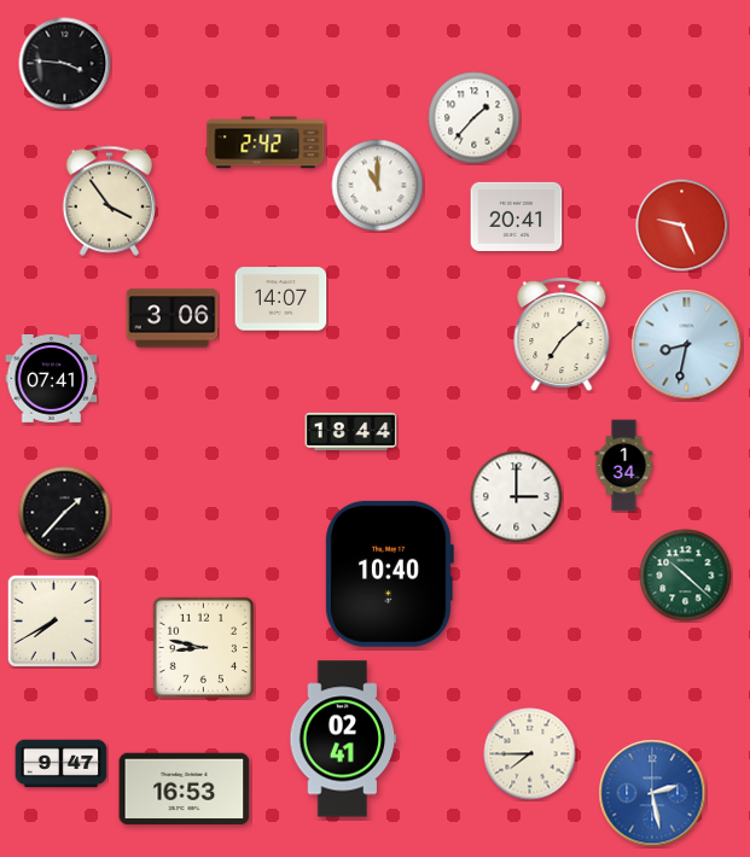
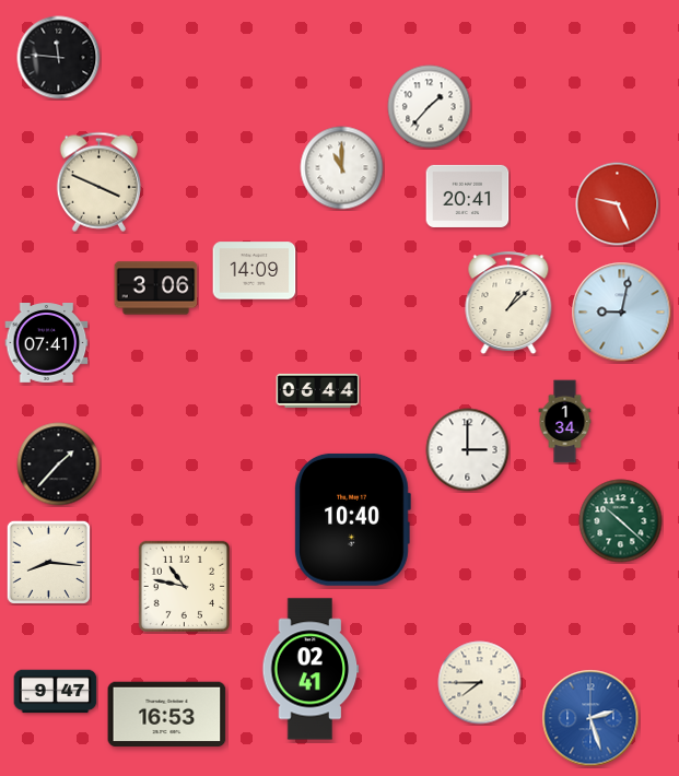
clock at (65, 64): 3:46 -> 11:46
clock at (266, 142): 2:42 -> none
clock at (110, 200): 3:54 -> 3:49
clock at (281, 299): 14:07 -> 14:09
clock at (562, 336): 7:08 -> 1:08
clock at (687, 345): 8:32 -> 9:02
clock at (351, 431): 18:44 -> 06:44
clock at (53, 620): 7:40 -> 8:16
clock at (203, 647): 8:47 -> 10:47
clock at (652, 793): 2:28 -> 2:27
